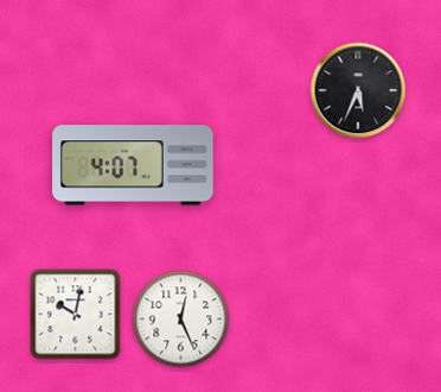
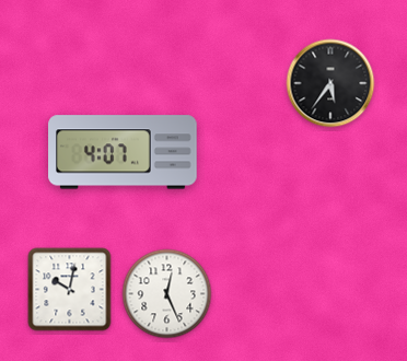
clock at (358, 90): 5:34 -> 5:36
